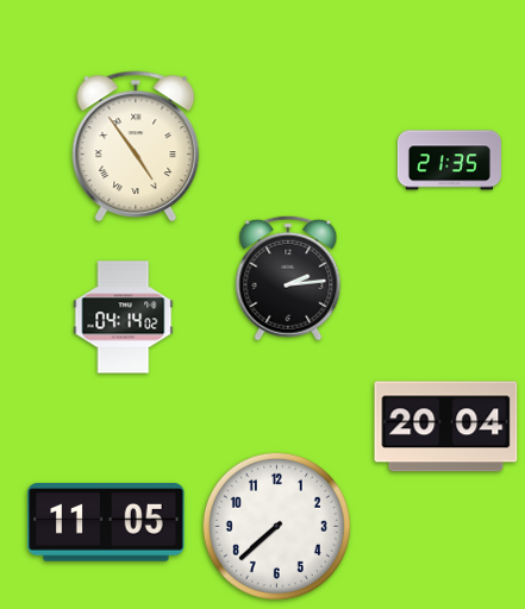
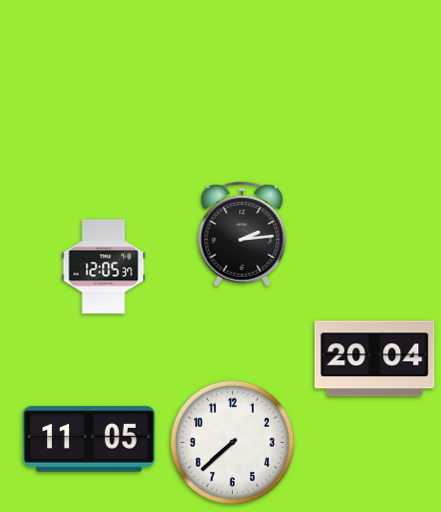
clock at (136, 146): 4:54 -> none
clock at (449, 161): 21:35 -> none
clock at (124, 318): 04:14 -> 12:05
